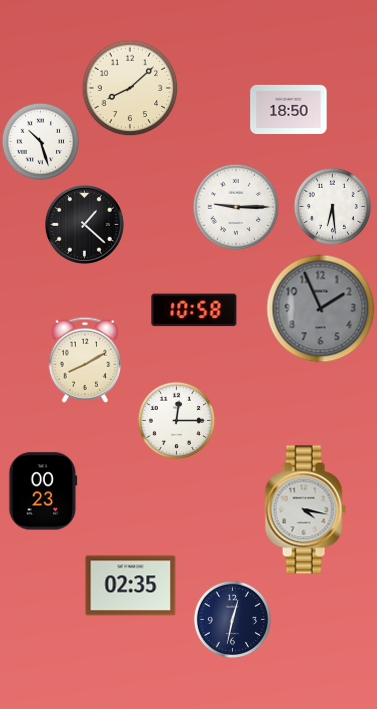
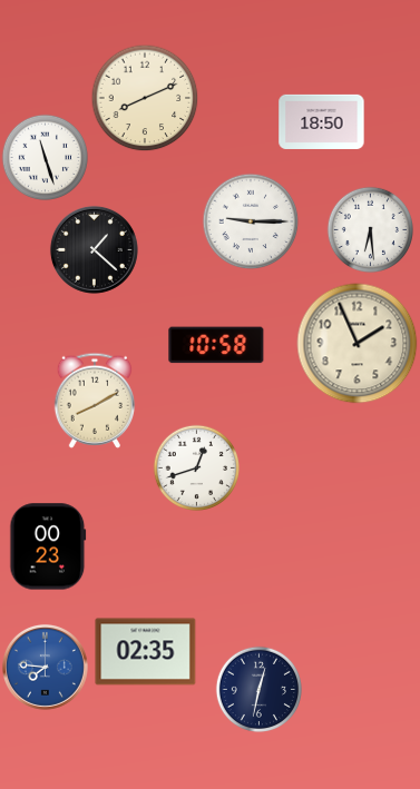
clock at (130, 88): 8:08 -> 8:11
clock at (40, 141): 10:27 -> 11:27
clock at (236, 207) position: (236, 207) -> (251, 221)
clock at (321, 309) dial: grey -> cream
clock at (176, 420): 12:15 -> 12:42
clock at (305, 510): 4:17 -> none
clock at (45, 667): none -> 7:46
